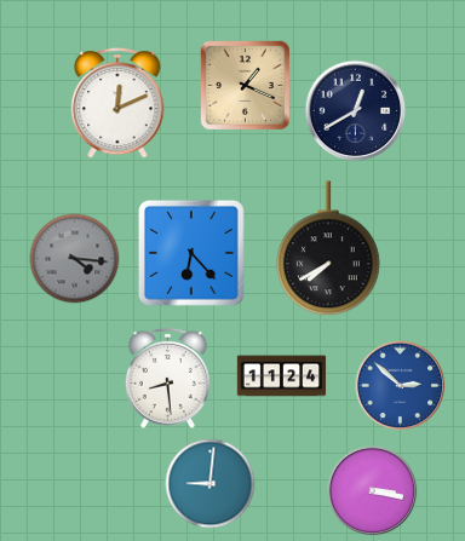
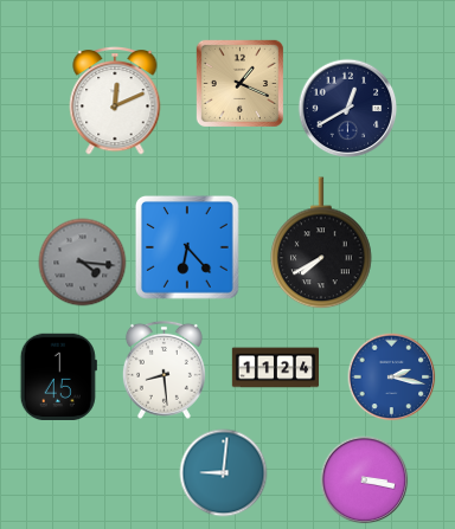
clock at (75, 259) position: (75, 259) -> (83, 263)
clock at (58, 376): none -> 1:45
clock at (401, 386): 2:52 -> 2:17
clock at (211, 484) position: (211, 484) -> (224, 473)
